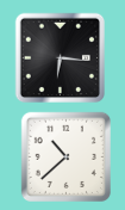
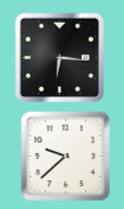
clock at (65, 156): 10:38 -> 9:38
